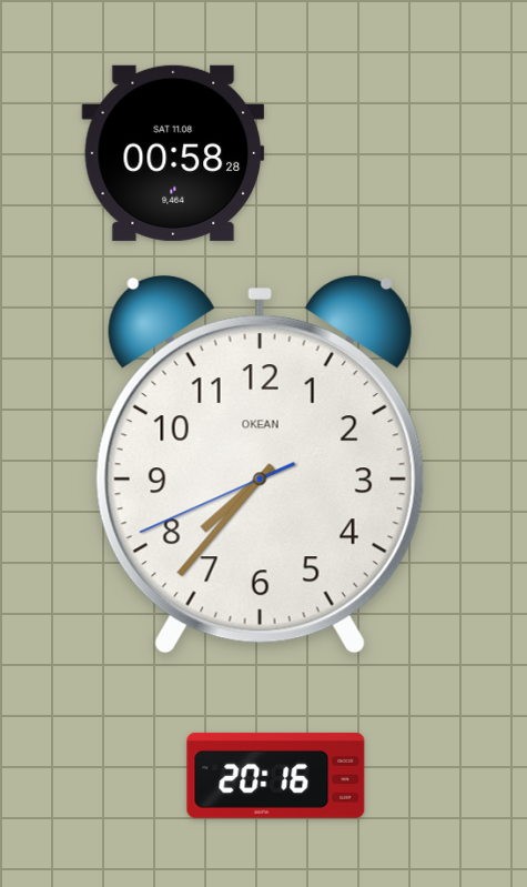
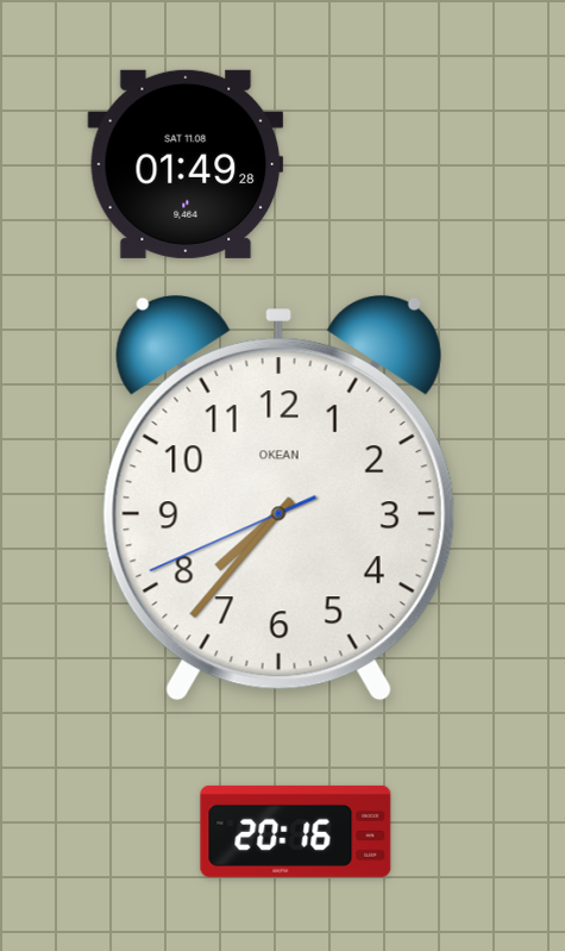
clock at (173, 153): 00:58 -> 01:49
